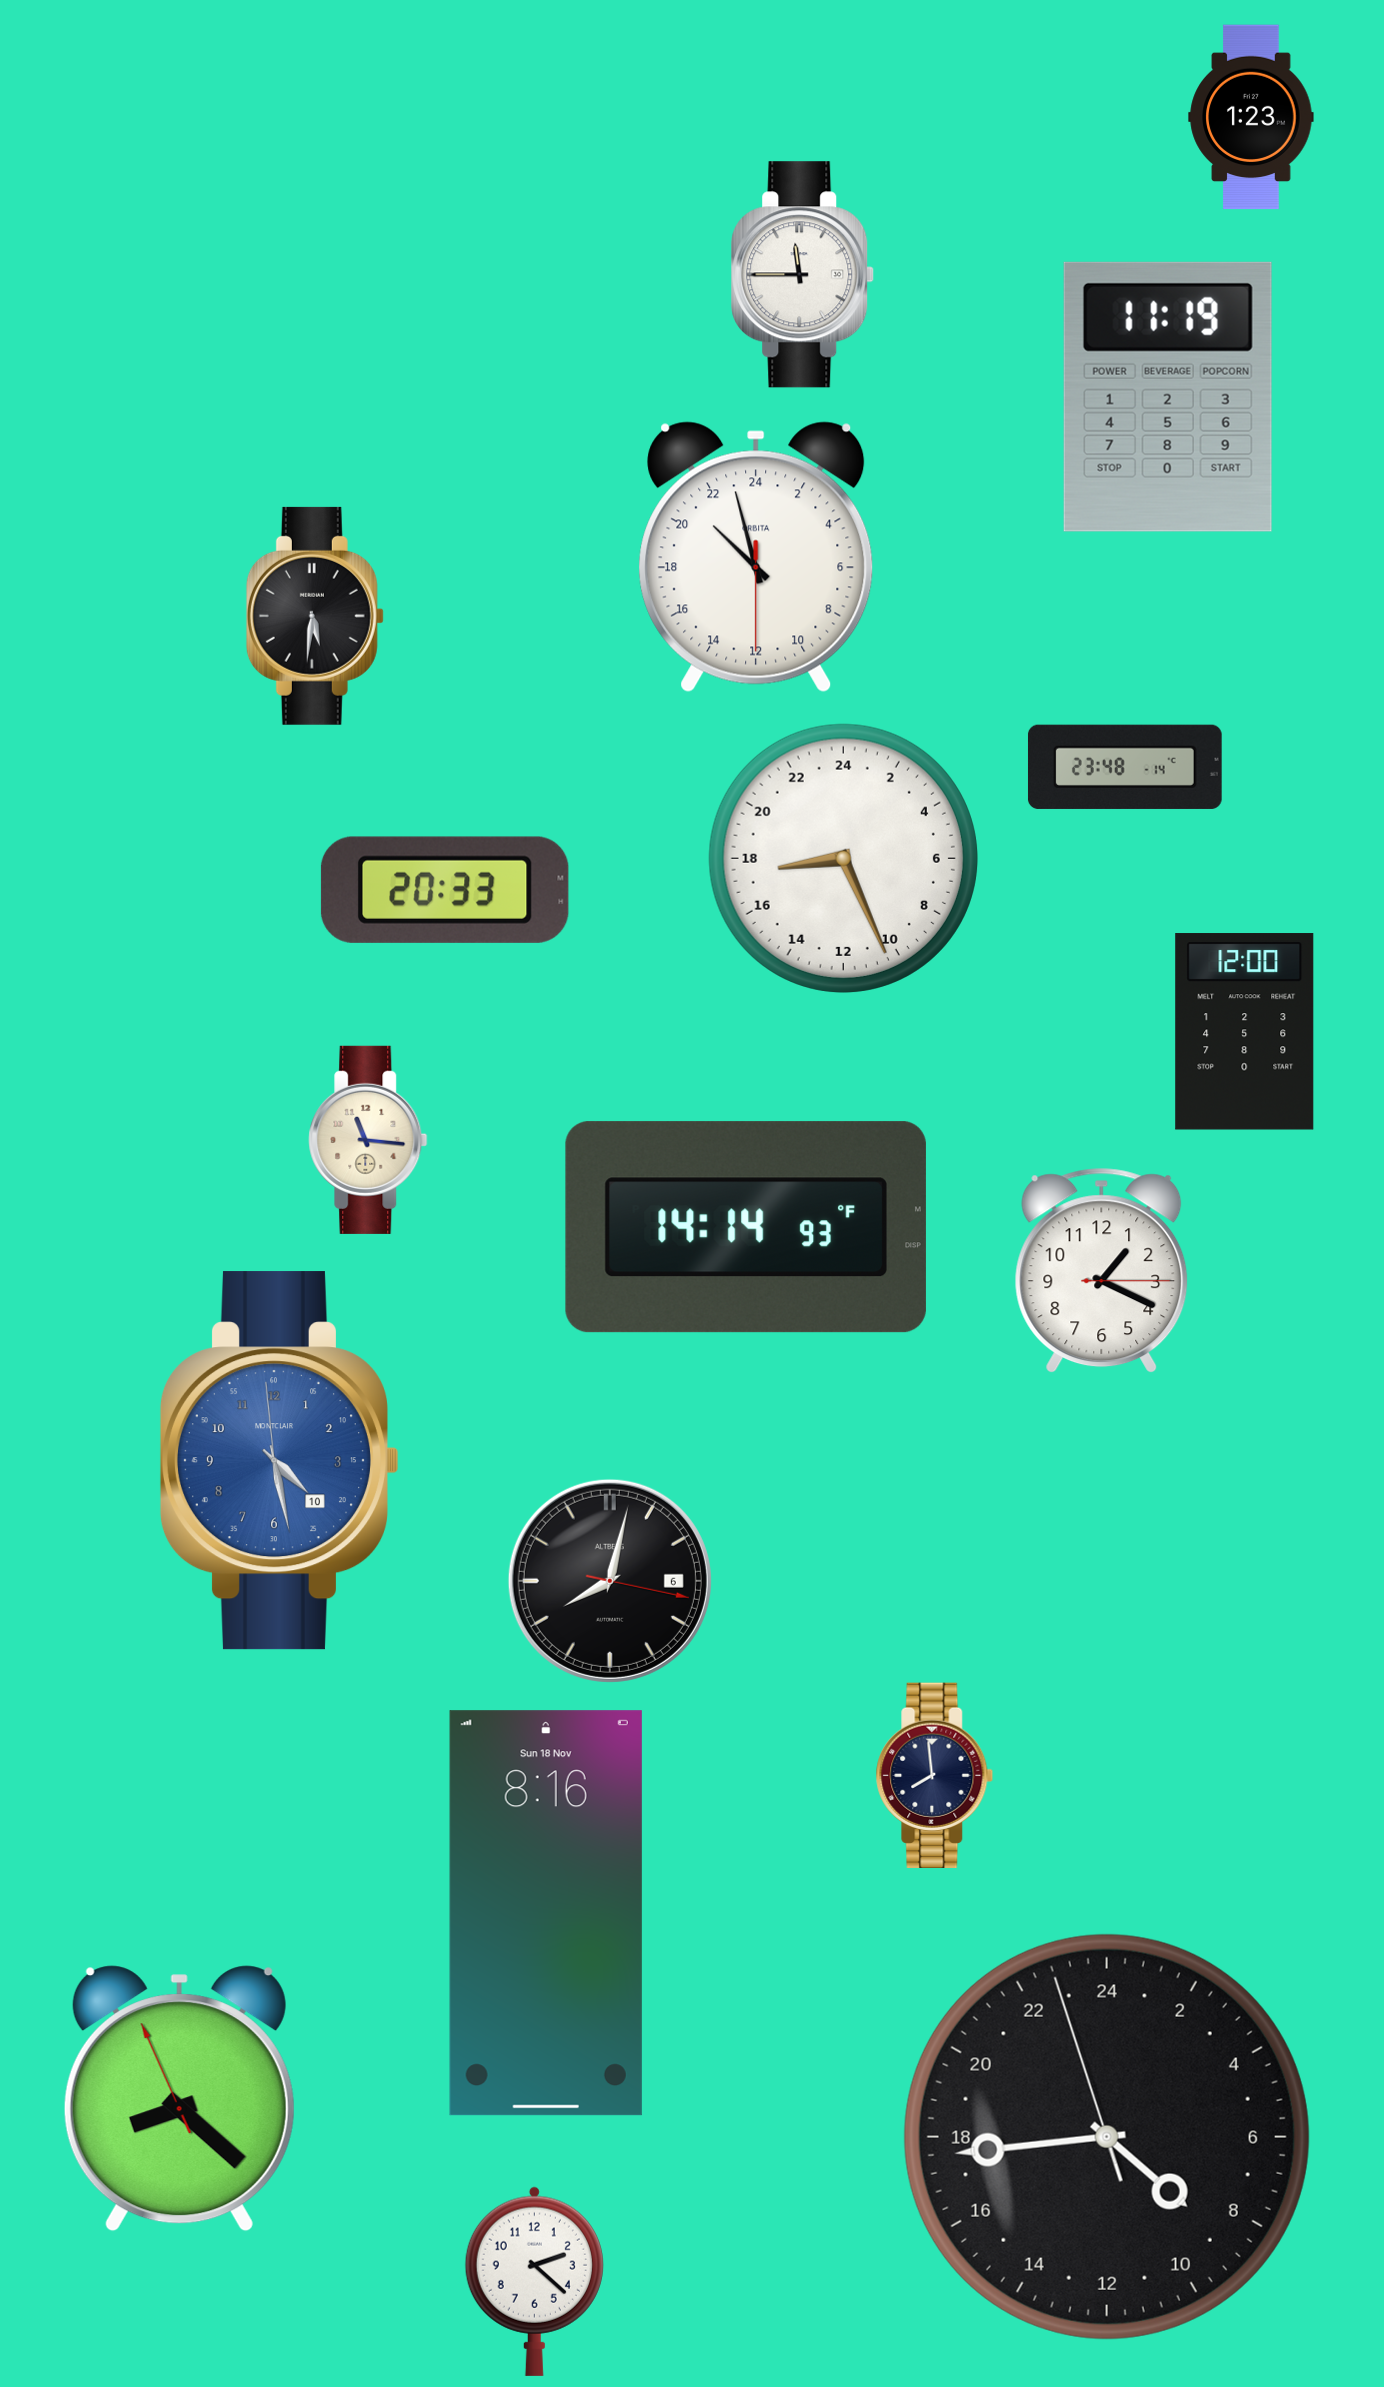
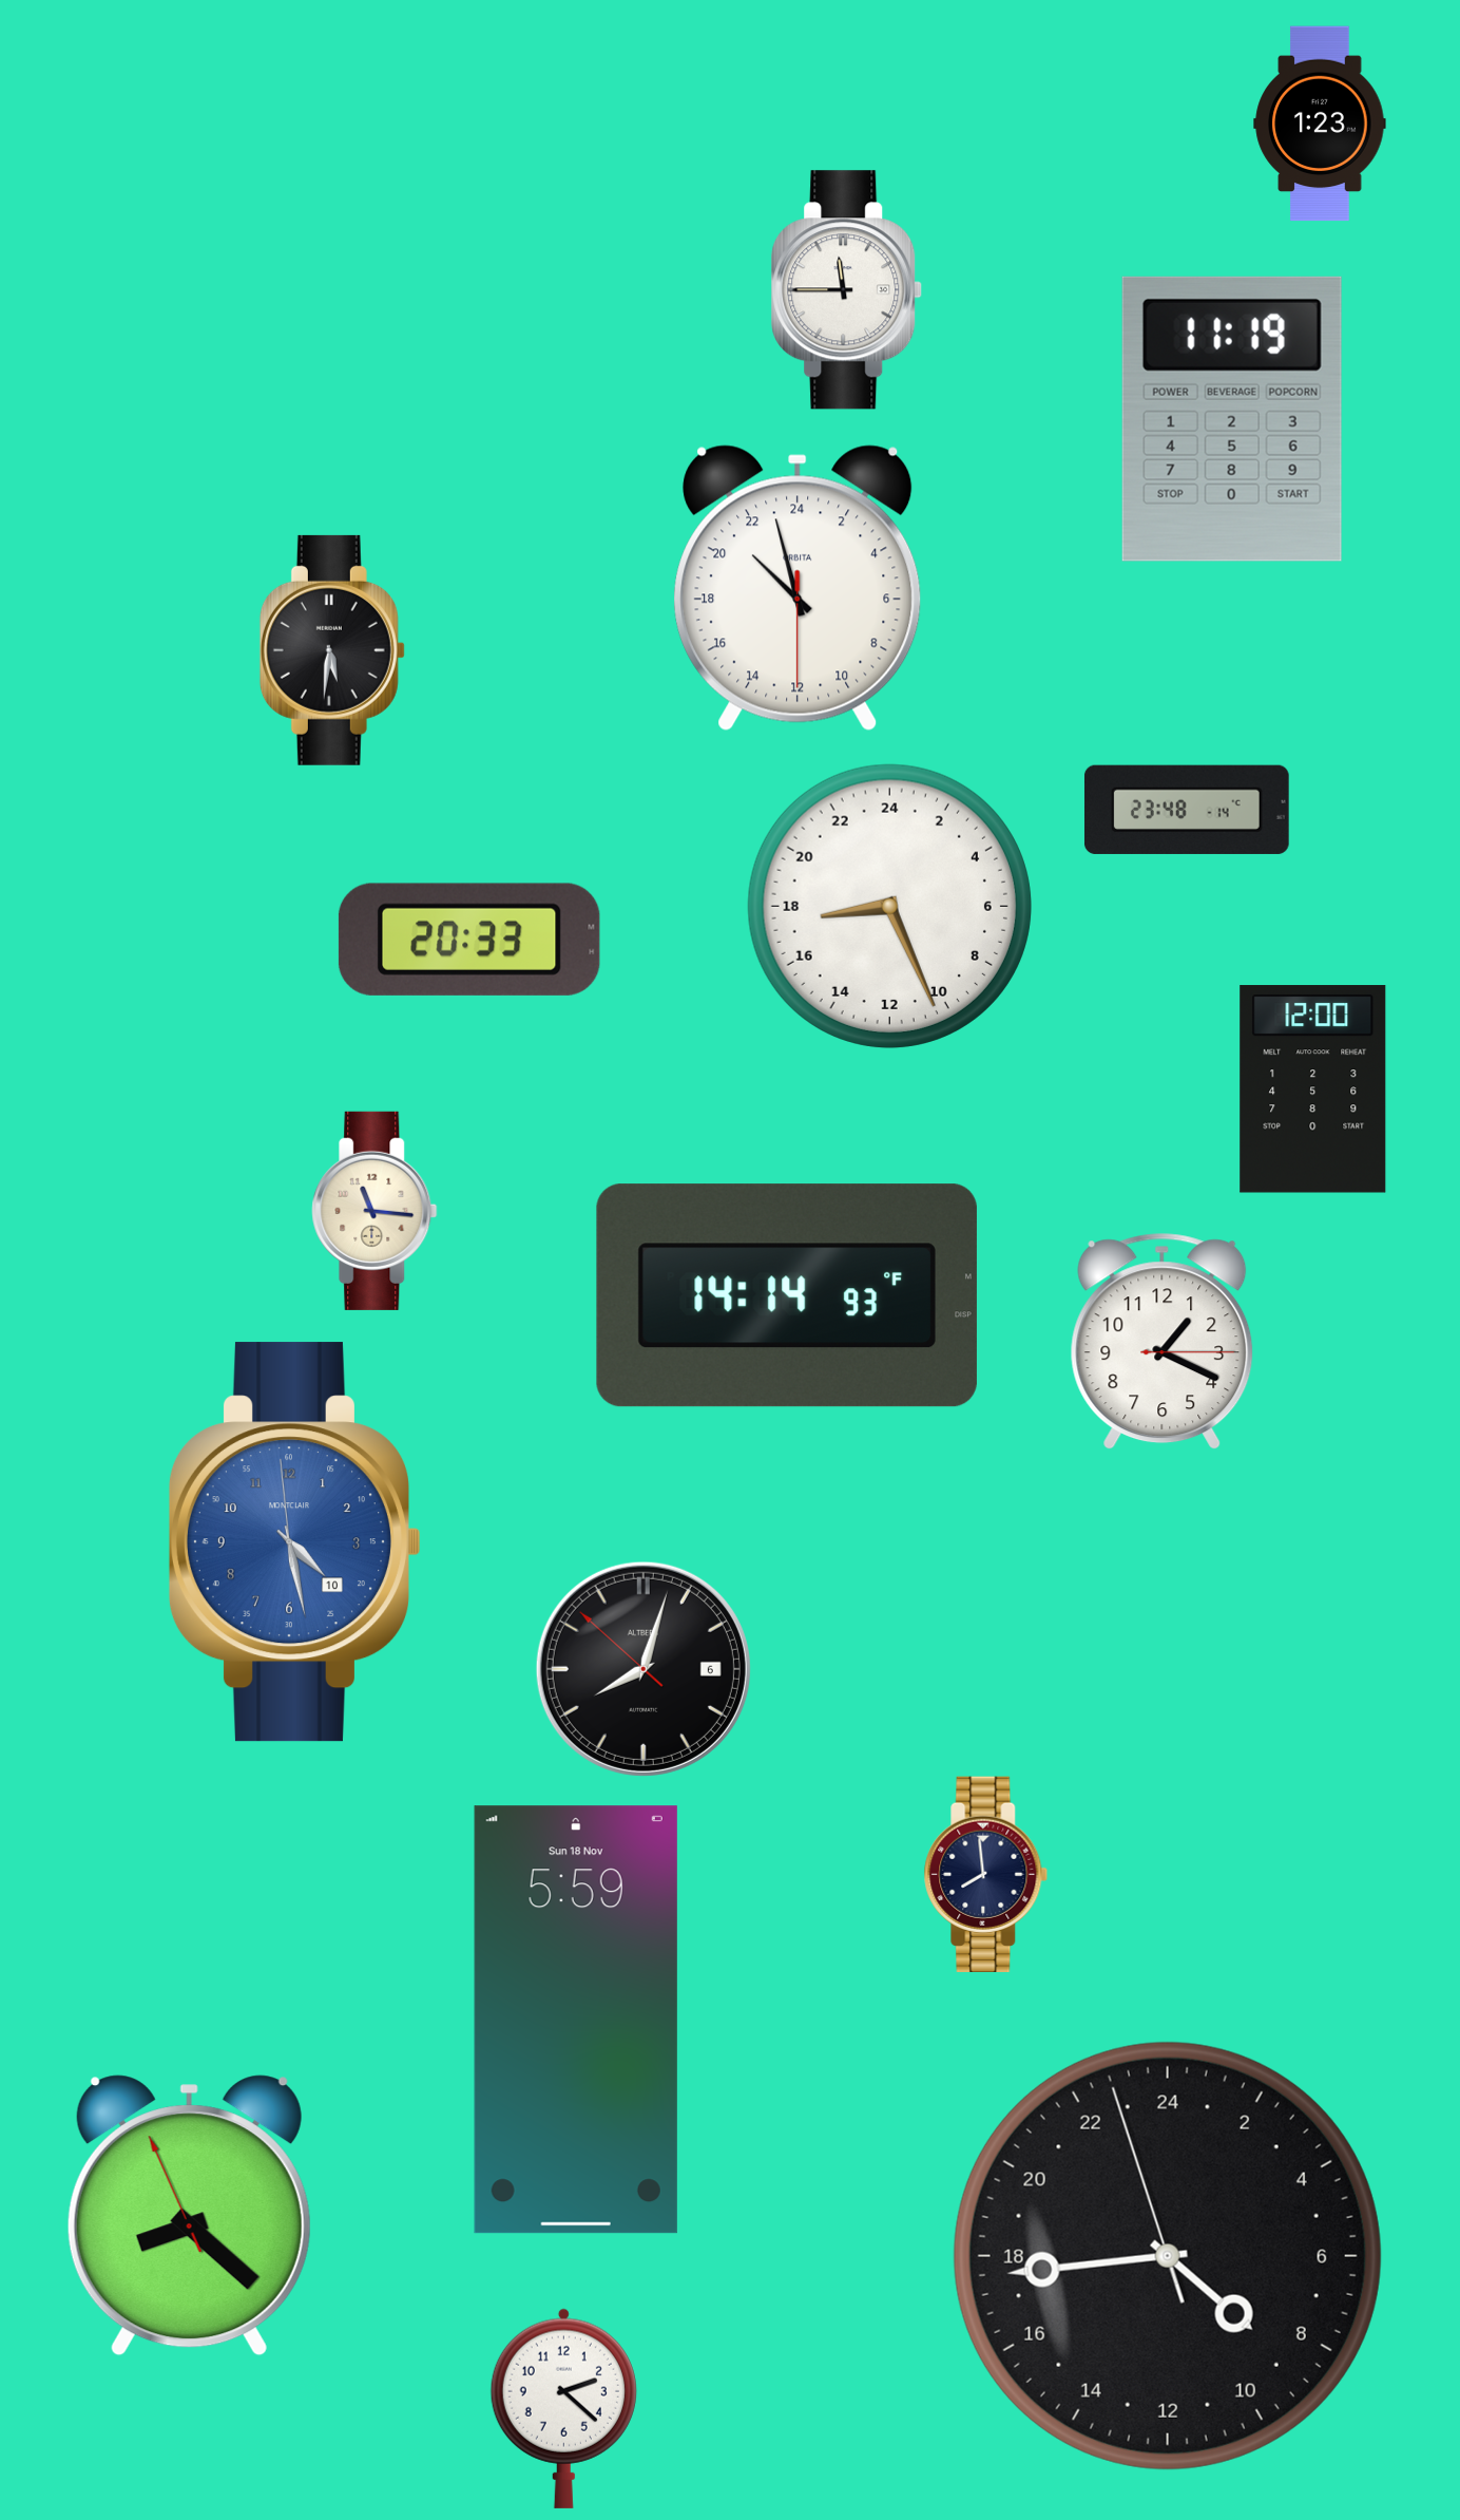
clock at (368, 1140) position: (368, 1140) -> (374, 1211)
clock at (610, 1581): 8:02:17 -> 8:02:52
clock at (546, 1913): 8:16 -> 5:59
